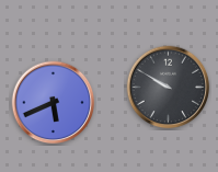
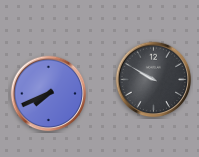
clock at (54, 103): 5:41 -> 7:41
